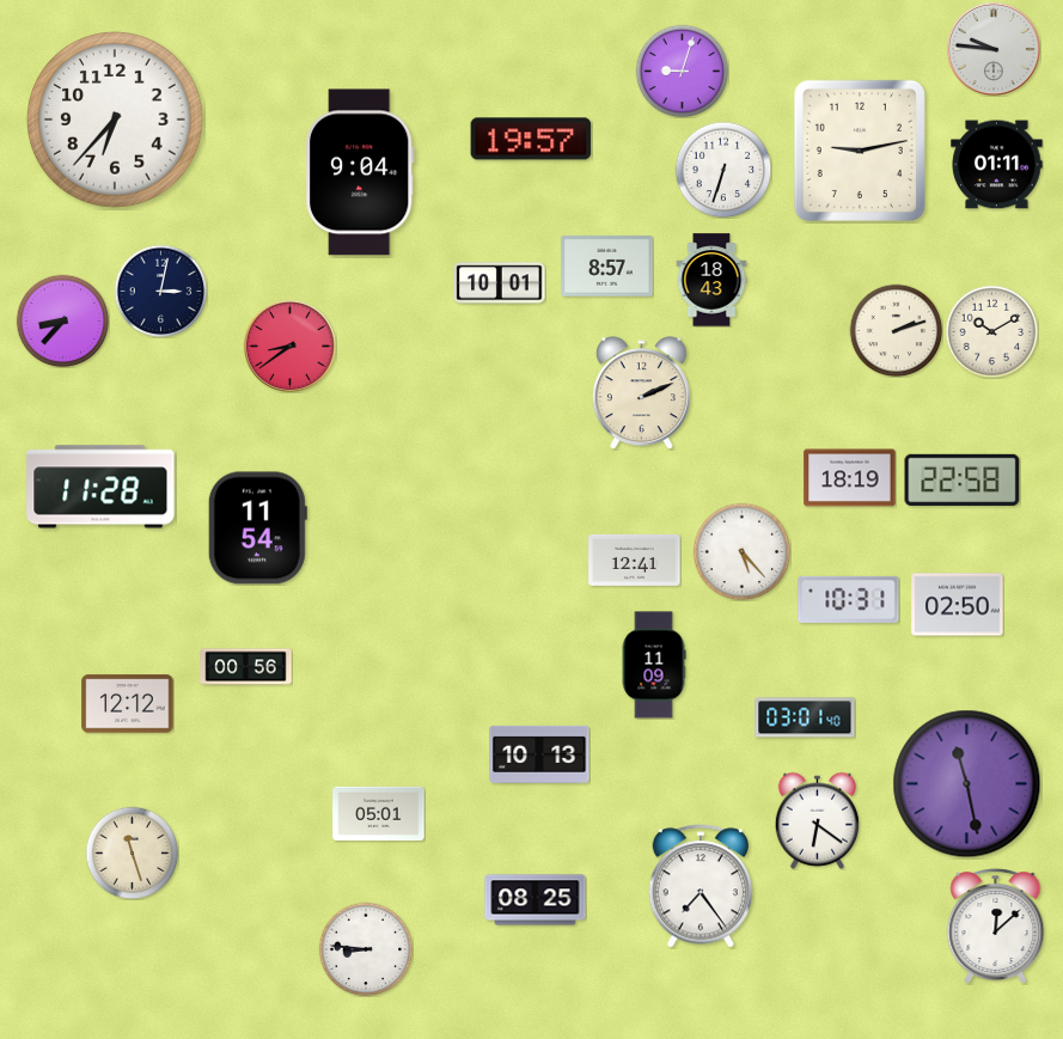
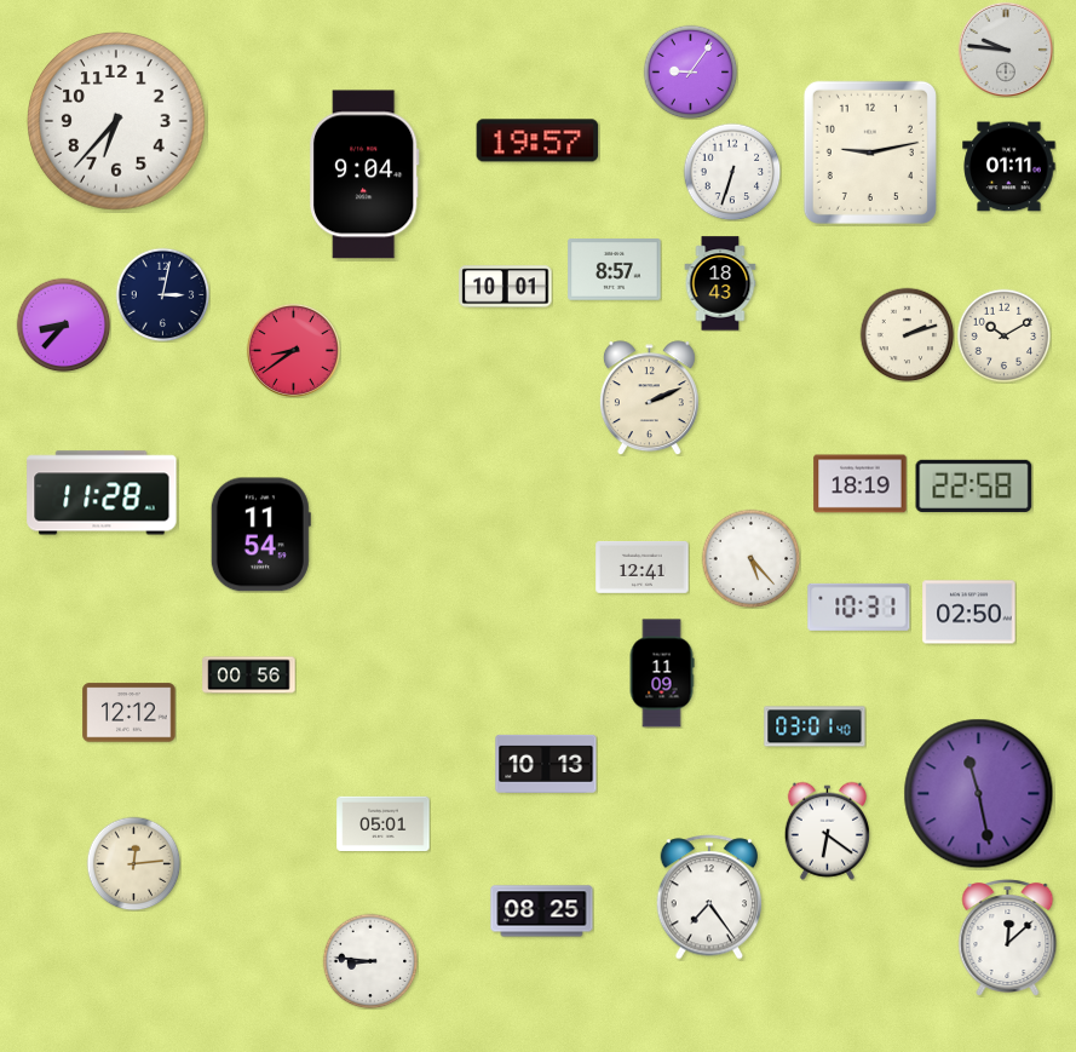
clock at (682, 71): 9:03 -> 9:06
clock at (132, 852): 11:27 -> 12:14
